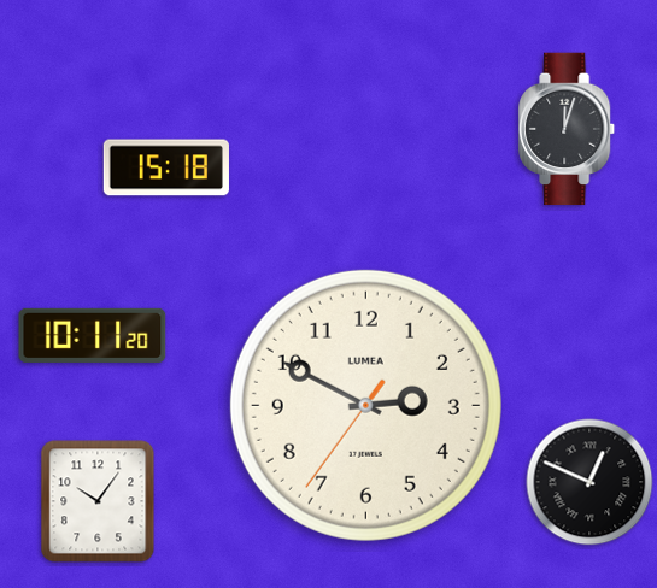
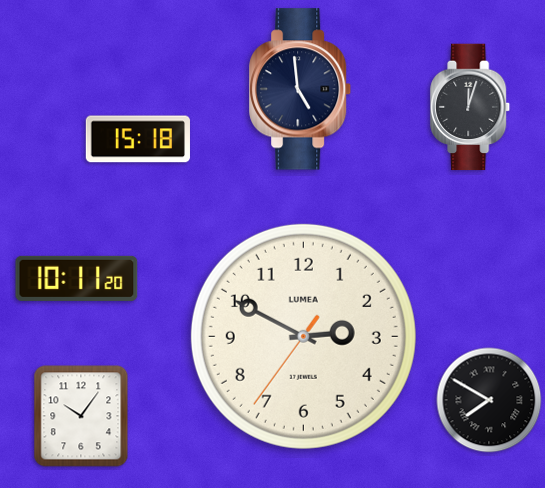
clock at (301, 89): none -> 4:59
clock at (589, 482): 12:49 -> 7:50
